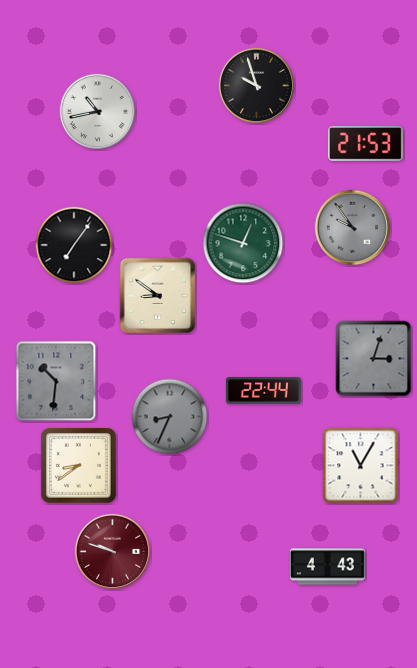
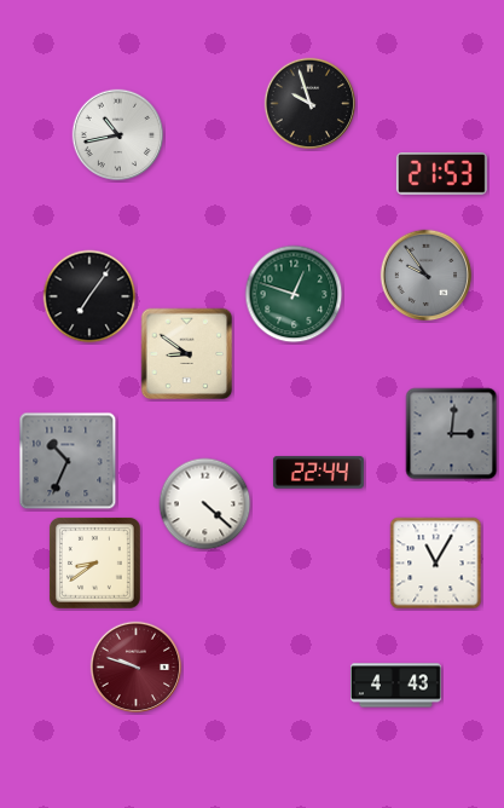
clock at (158, 296) position: (158, 296) -> (187, 354)
clock at (374, 359): 3:03 -> 3:01
clock at (56, 381): 10:31 -> 10:34
clock at (170, 417): 8:34 -> 4:22
clock at (170, 417) dial: grey -> white
